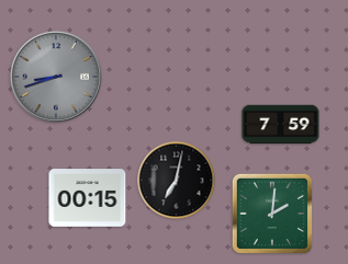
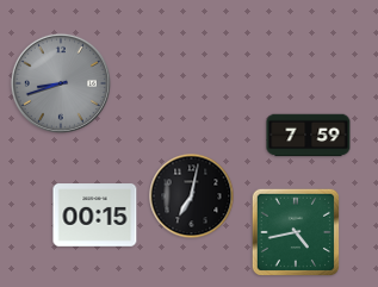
clock at (281, 125) position: (281, 125) -> (309, 136)
clock at (271, 213): 2:01 -> 4:43
